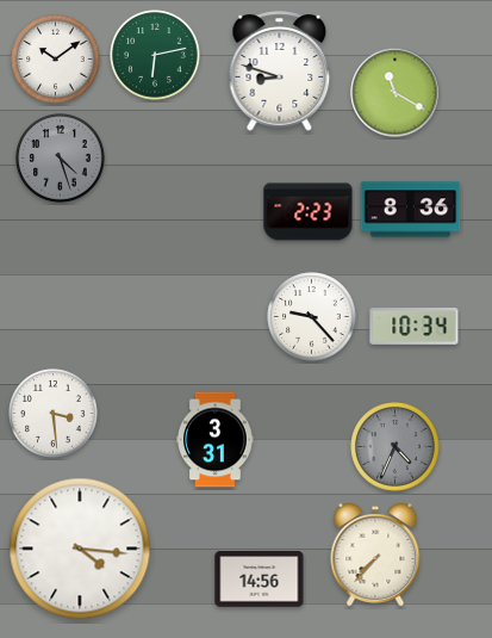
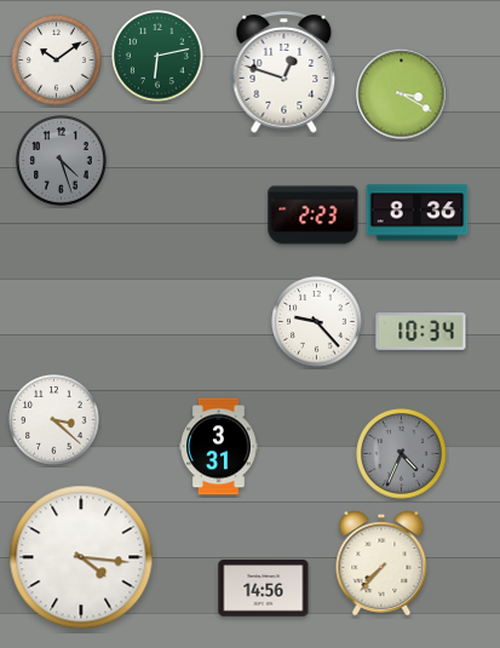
clock at (280, 72): 8:48 -> 12:48
clock at (396, 93): 11:20 -> 3:20
clock at (54, 414): 3:29 -> 3:22
